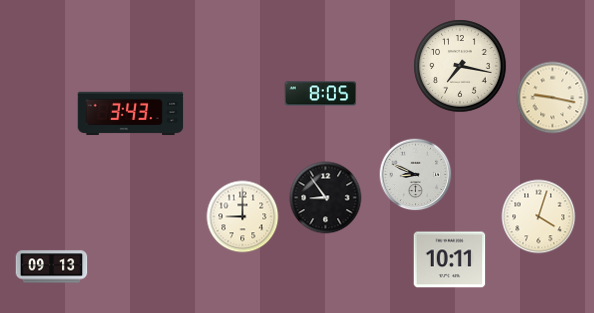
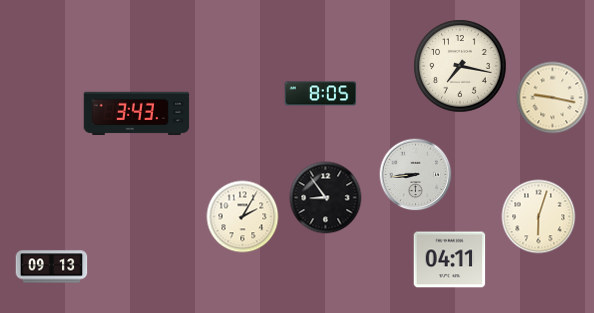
clock at (131, 114) position: (131, 114) -> (137, 114)
clock at (416, 175): 8:49 -> 8:44
clock at (243, 217): 9:00 -> 2:05
clock at (539, 217): 4:03 -> 6:03
clock at (450, 260): 10:11 -> 04:11
